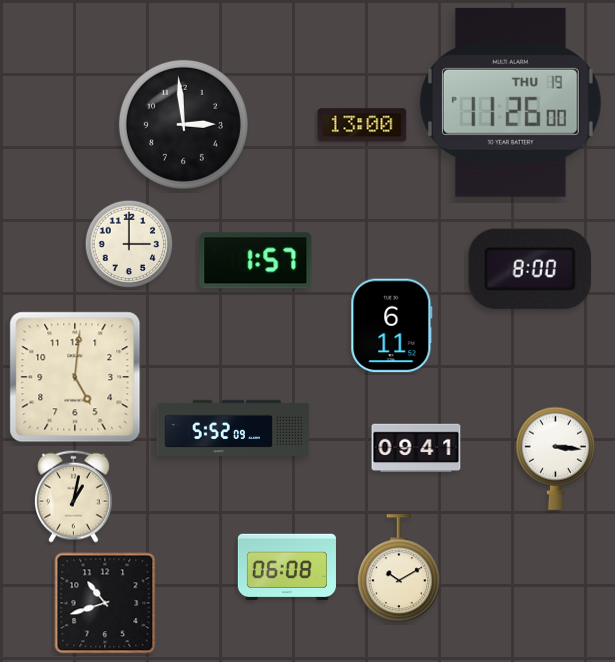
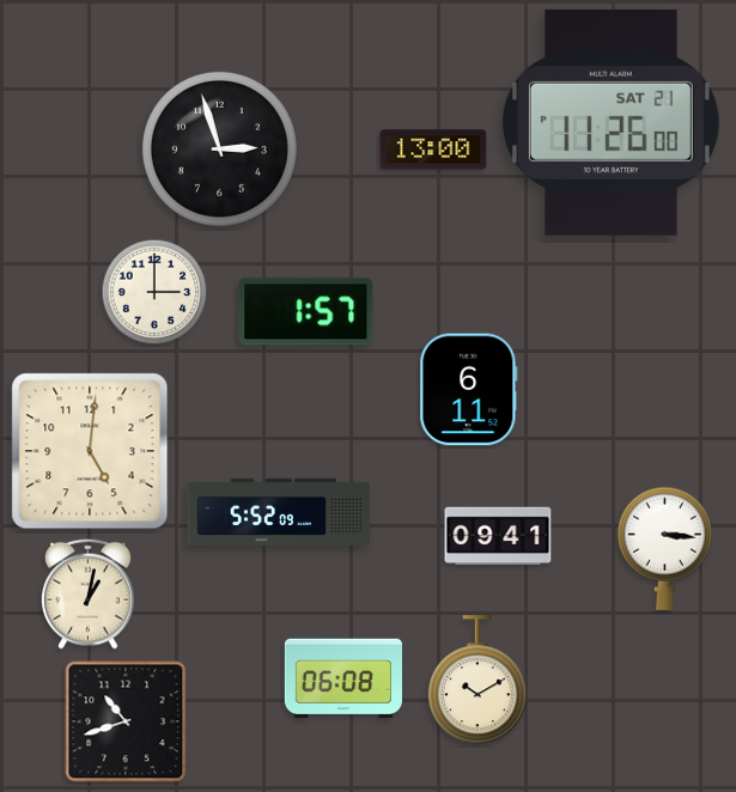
clock at (510, 102) date: THU 19 -> SAT 21
clock at (183, 124): 2:59 -> 2:57
clock at (529, 269): 8:00 -> none
